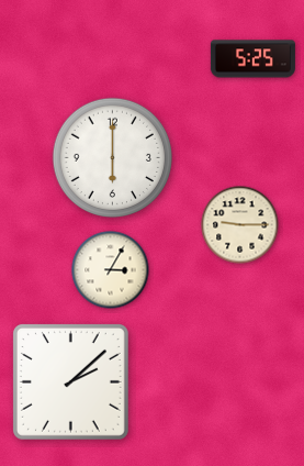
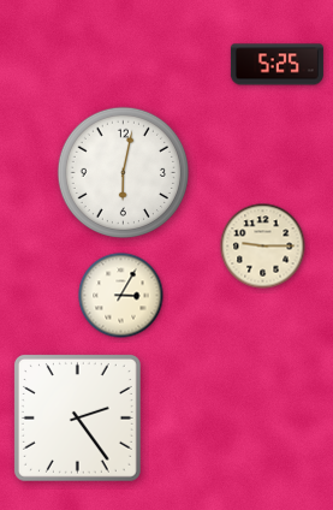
clock at (112, 157): 6:00 -> 6:02
clock at (70, 381): 2:08 -> 2:24
